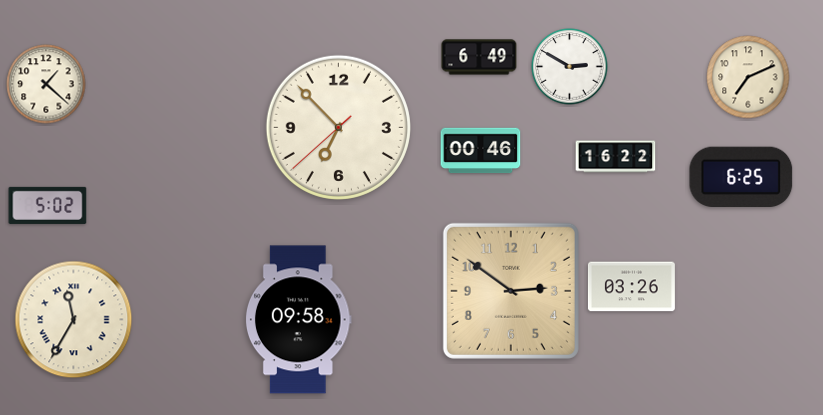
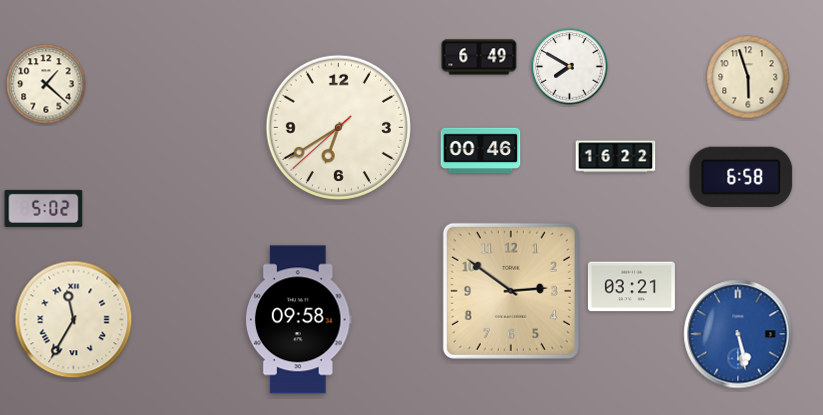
clock at (570, 67): 2:50 -> 7:50
clock at (748, 77): 7:11 -> 5:57
clock at (338, 127): 6:52 -> 6:39
clock at (741, 176): 6:25 -> 6:58
clock at (48, 205) position: (48, 205) -> (44, 208)
clock at (631, 287): 03:26 -> 03:21
clock at (738, 334): none -> 5:28
